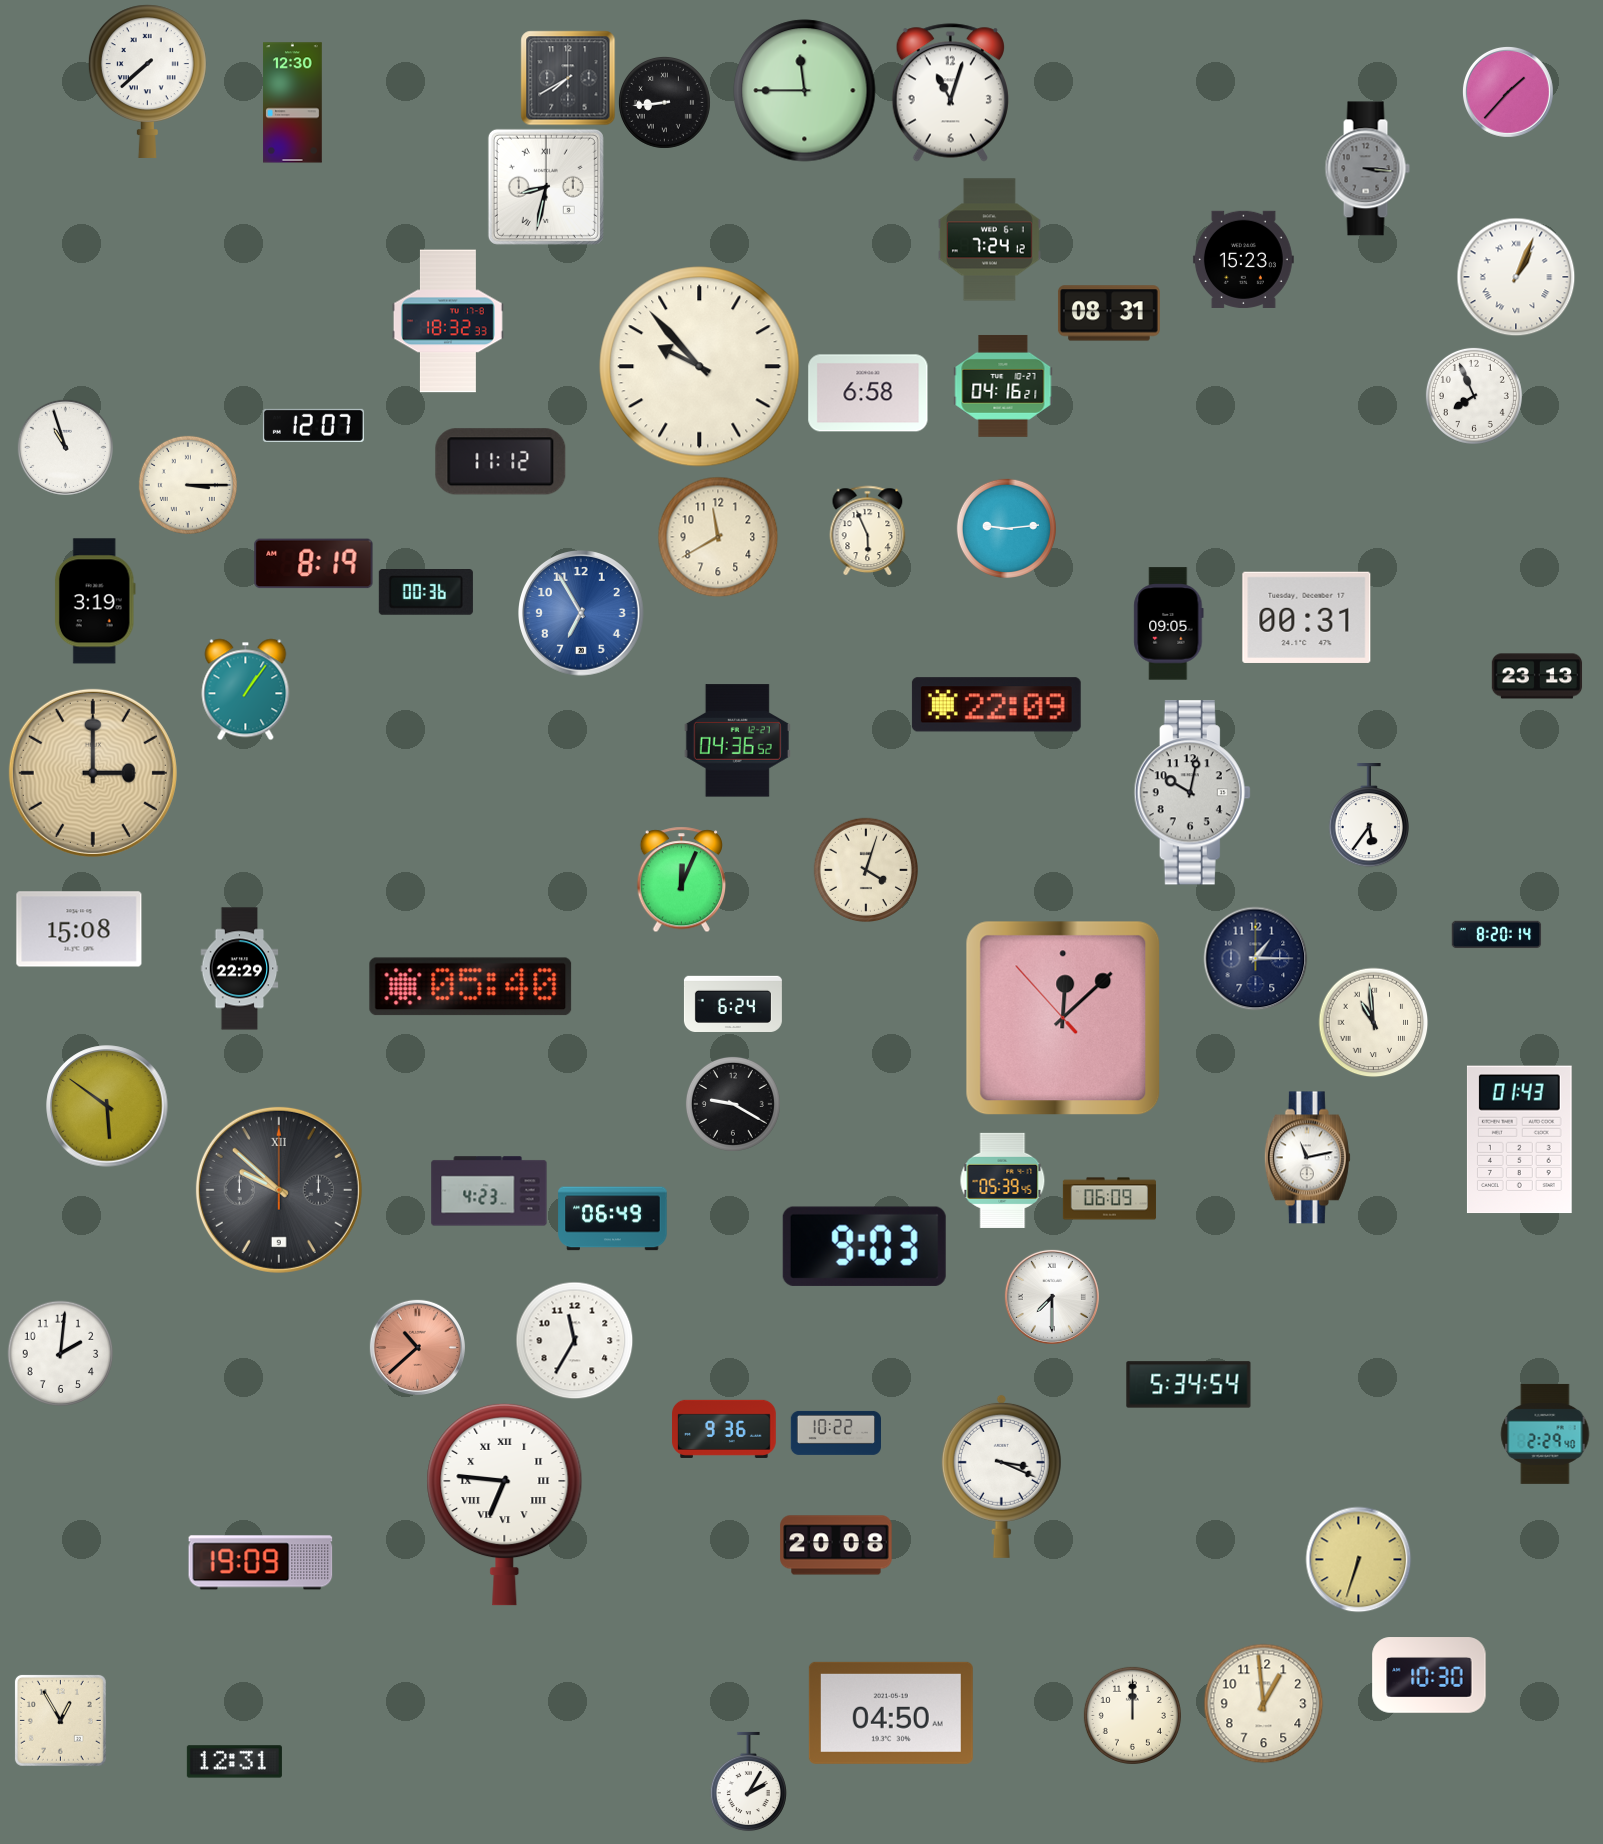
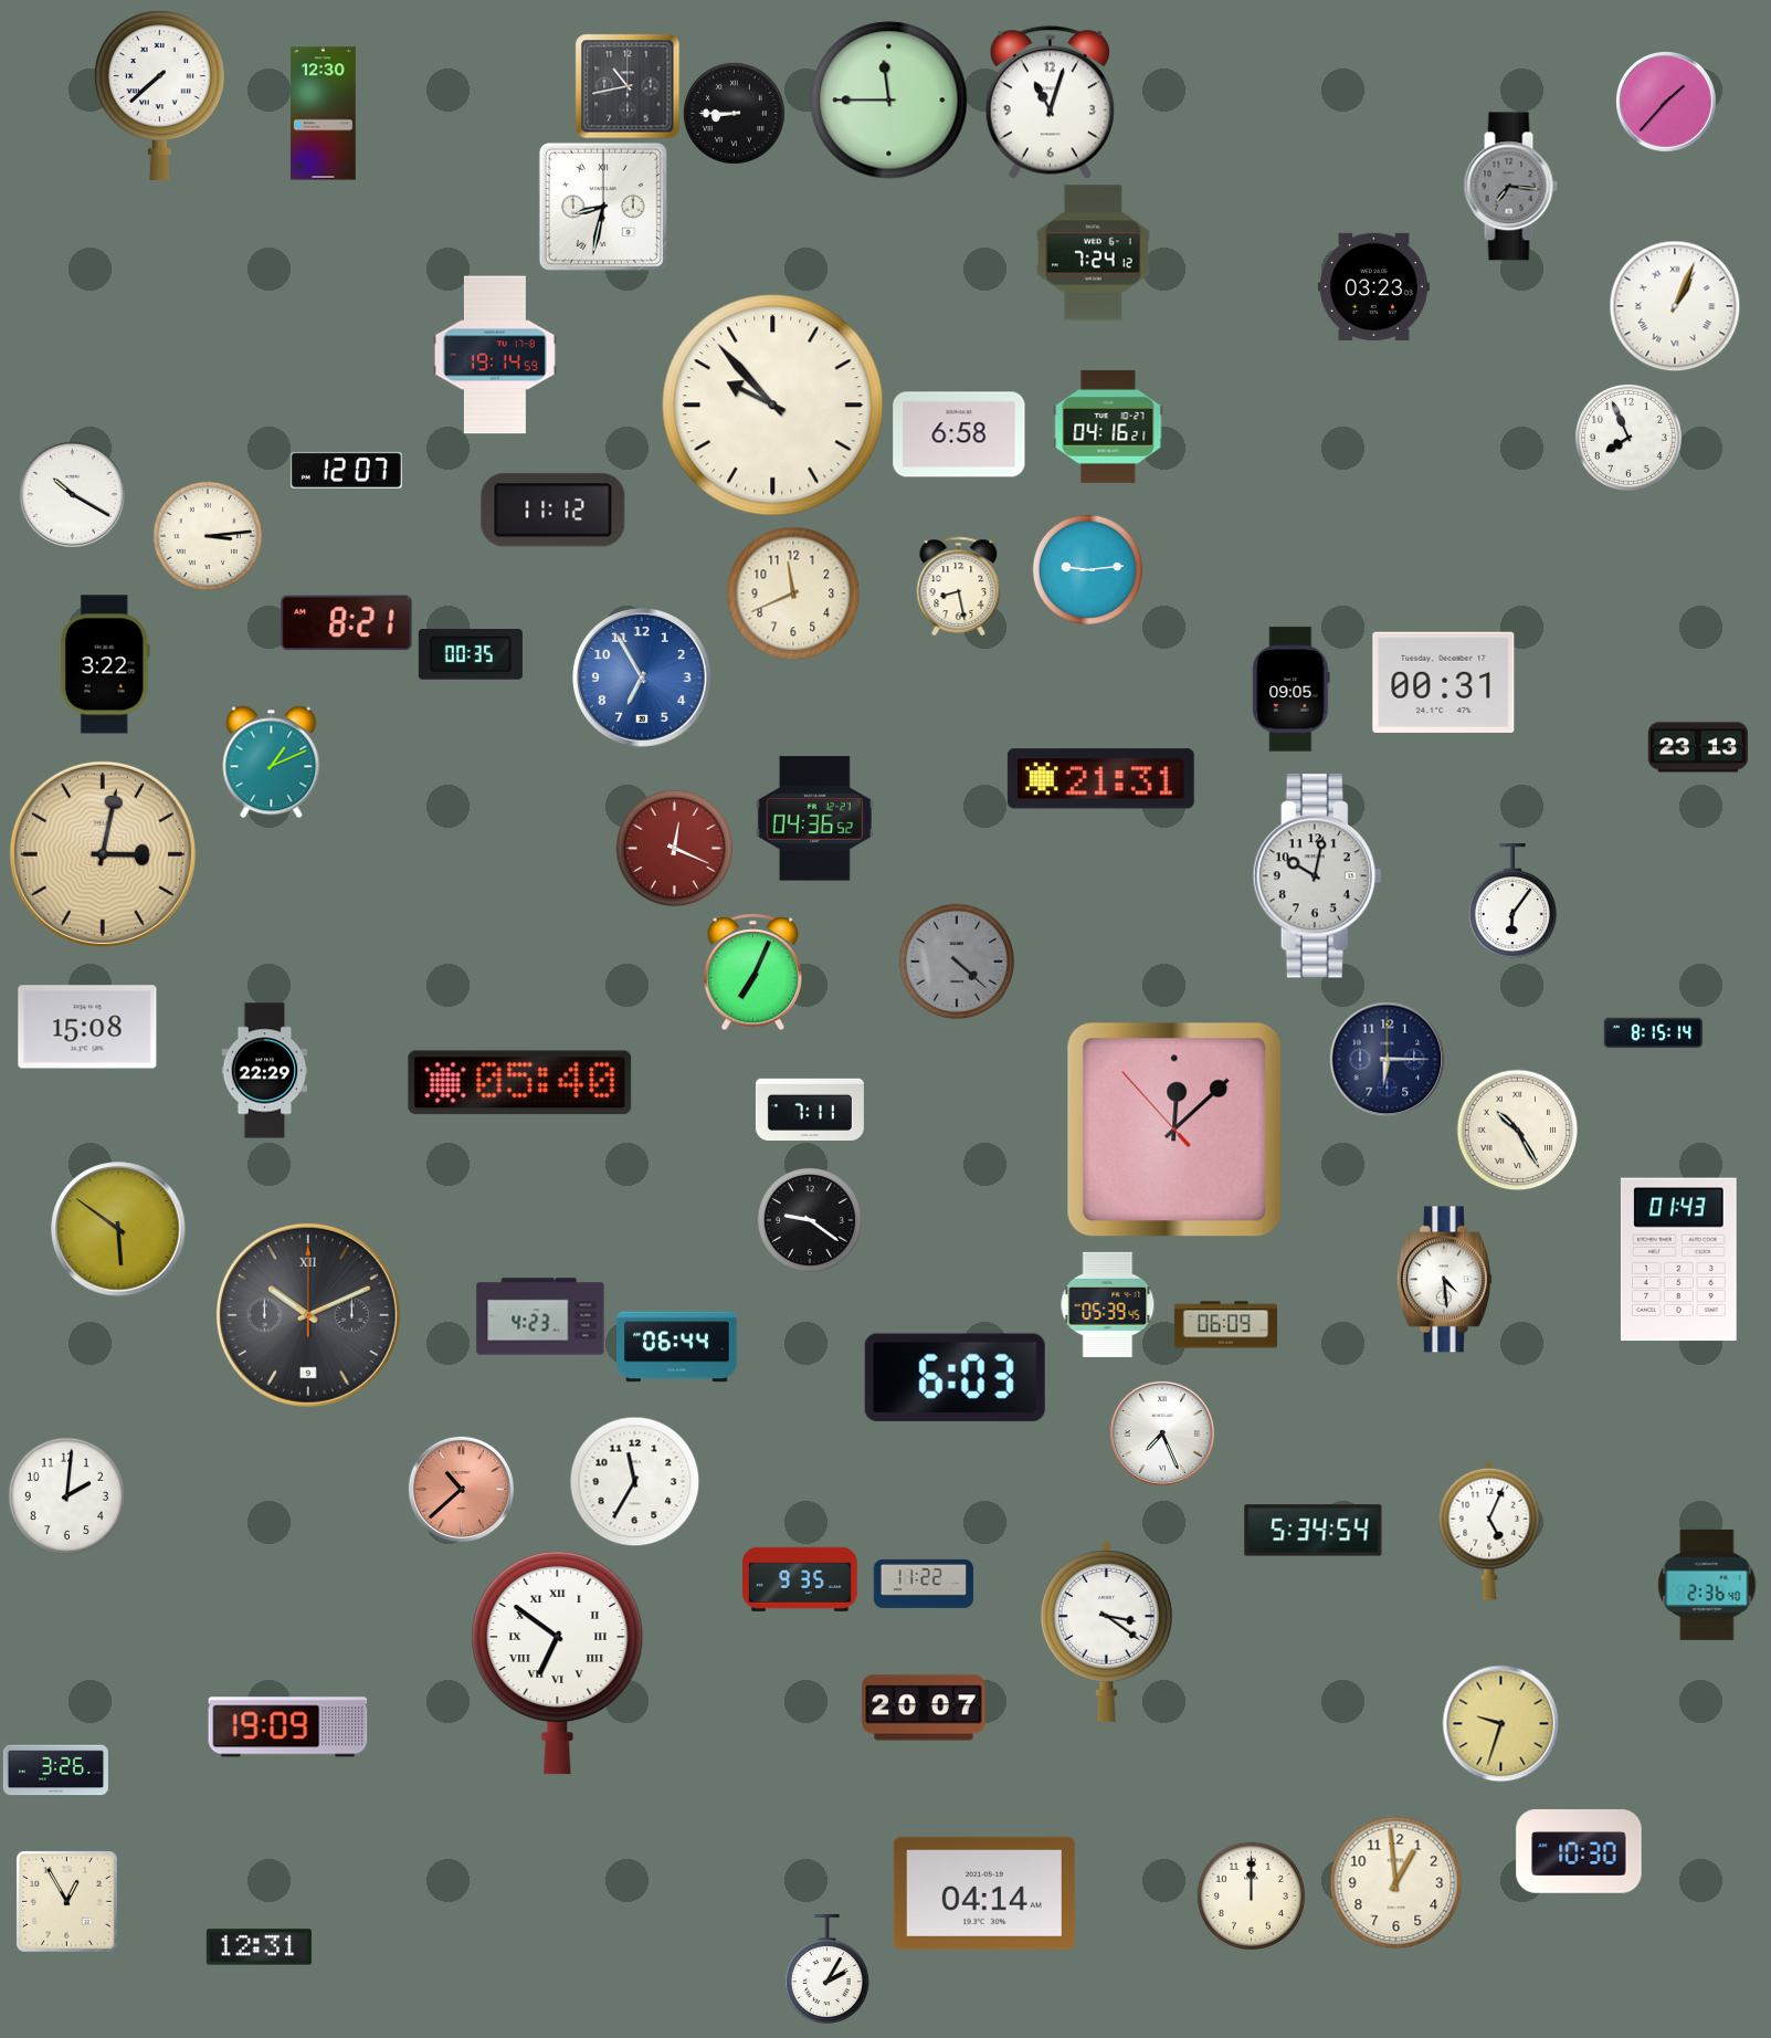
clock at (568, 78): 7:40 -> 10:43
clock at (147, 81) position: (147, 81) -> (159, 95)
clock at (664, 102): 8:44 -> 8:45
clock at (1367, 169): 3:16 -> 7:16
clock at (990, 240) position: (990, 240) -> (1094, 253)
clock at (1243, 259): 15:23 -> 03:23
clock at (1109, 313): 08:31 -> none
clock at (448, 321): 18:32 -> 19:14
clock at (65, 447): 10:57 -> 10:20
clock at (188, 485): 3:15 -> 3:14
clock at (1006, 528) position: (1006, 528) -> (1087, 569)
clock at (868, 530): 5:56 -> 8:28
clock at (718, 537): 11:40 -> 11:41
clock at (314, 564): 8:19 -> 8:21
clock at (426, 593): 00:36 -> 00:35
clock at (95, 601): 3:19 -> 3:22
clock at (246, 689): 1:06 -> 1:11
clock at (996, 705): 22:09 -> 21:31
clock at (674, 848): none -> 12:19
clock at (93, 773): 3:00 -> 3:02
clock at (1369, 816): 5:36 -> 6:06
clock at (865, 869): 4:03 -> 4:22
clock at (865, 869) dial: cream -> grey
clock at (681, 879): 12:04 -> 7:04
clock at (1496, 935): 8:20 -> 8:15
clock at (1255, 958): 1:15 -> 6:15
clock at (471, 987) position: (471, 987) -> (520, 1083)
clock at (733, 1003): 6:24 -> 7:11
clock at (1063, 1018) position: (1063, 1018) -> (1174, 1130)
clock at (1373, 1022): 10:59 -> 10:25
clock at (733, 1104): 9:20 -> 9:21
clock at (107, 1106) position: (107, 1106) -> (118, 1229)
clock at (1307, 1158): 11:13 -> 4:29
clock at (279, 1190): 9:52 -> 10:11
clock at (613, 1219): 06:49 -> 06:44
clock at (864, 1246): 9:03 -> 6:03
clock at (1052, 1297): 7:30 -> 7:26
clock at (1489, 1531): none -> 5:04
clock at (725, 1429): 9:36 -> 9:35
clock at (835, 1433): 10:22 -> 11:22
clock at (1545, 1434): 2:29 -> 2:36
clock at (1001, 1476): 3:19 -> 3:21
clock at (505, 1504): 6:46 -> 6:51
clock at (836, 1545): 20:08 -> 20:07
clock at (1358, 1559): 6:33 -> 9:33
clock at (55, 1771): none -> 3:26
clock at (891, 1713): 04:50 -> 04:14
